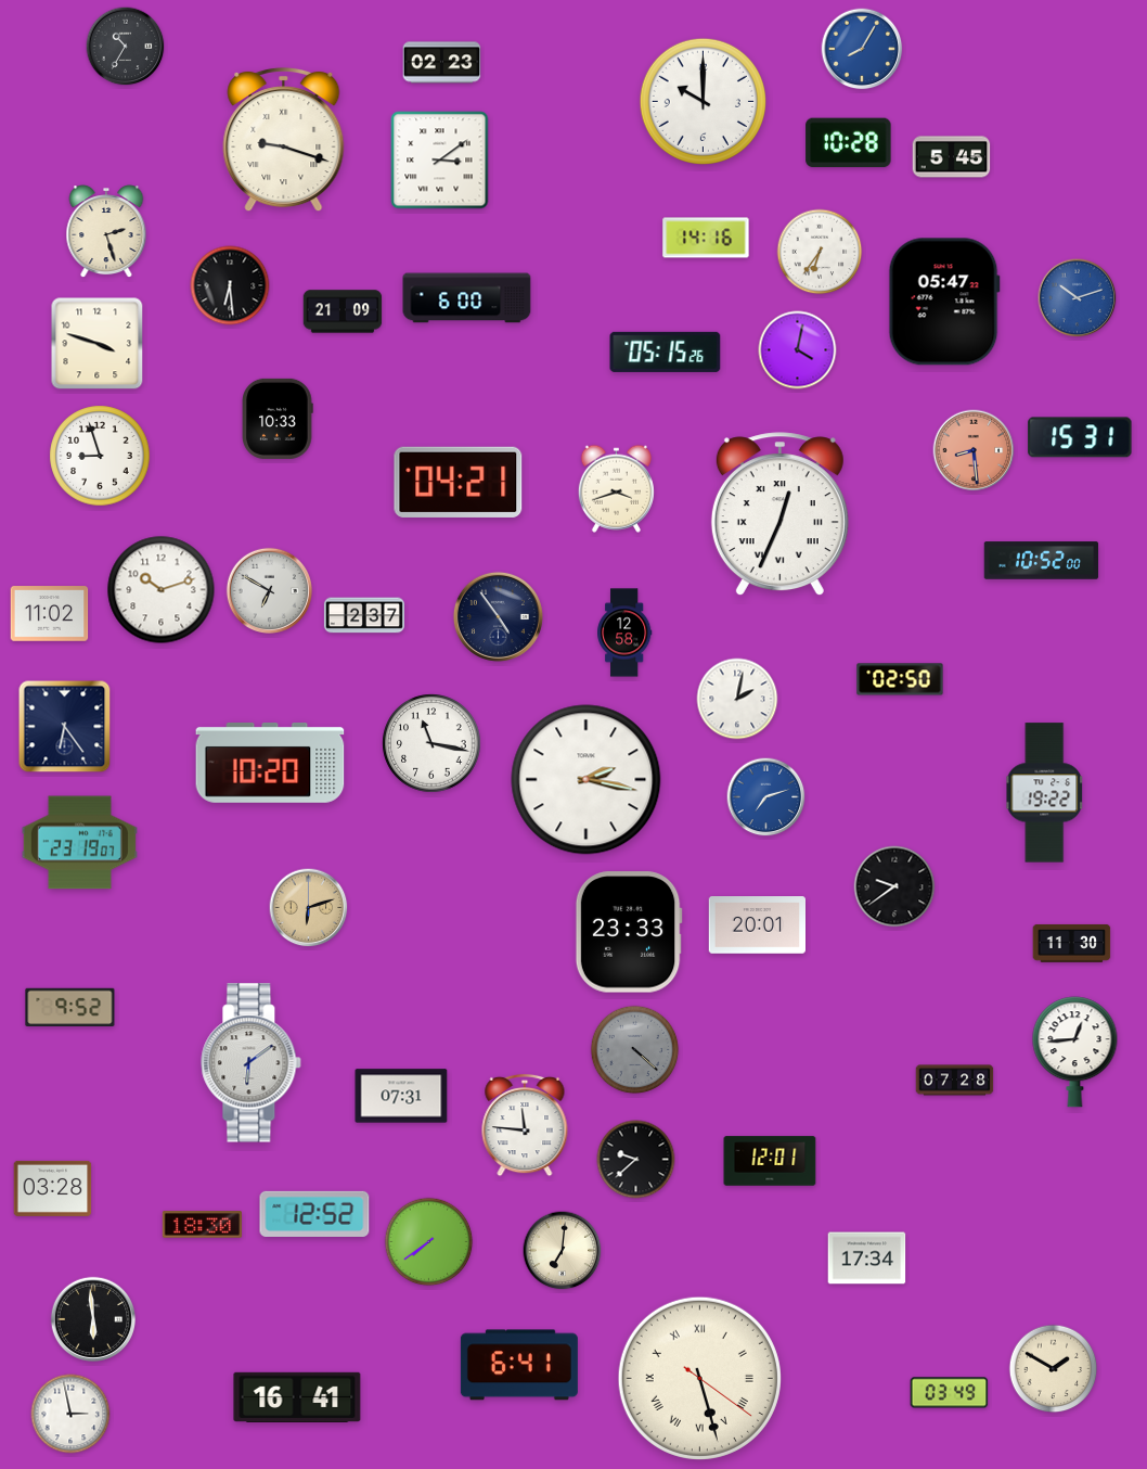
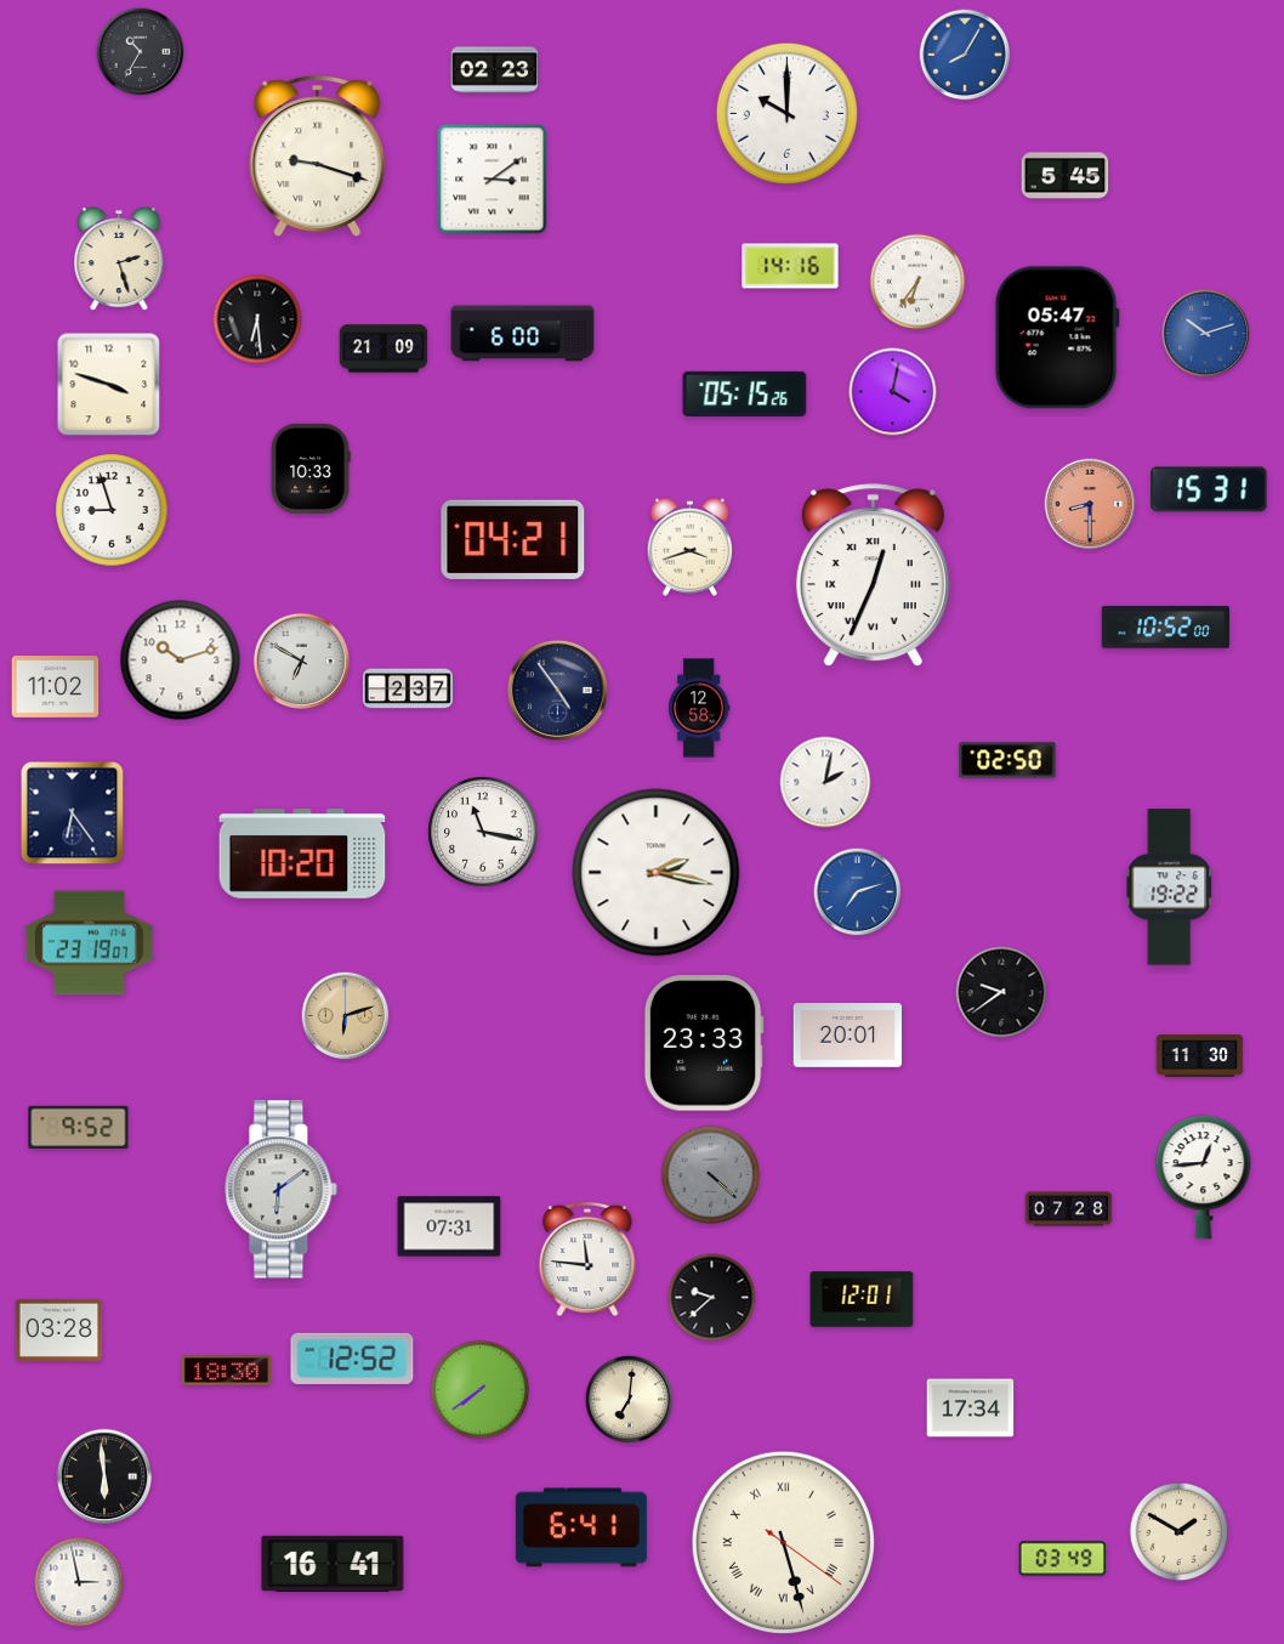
clock at (849, 143): 10:28 -> none
clock at (974, 450): 8:29 -> 8:30
